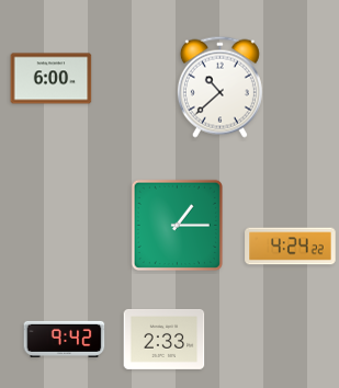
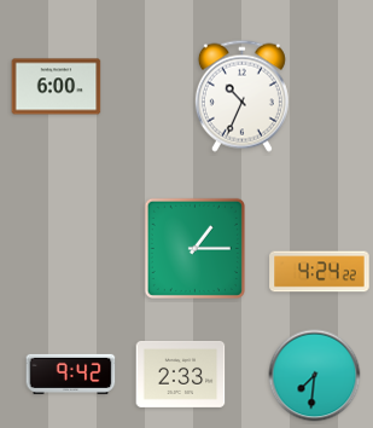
clock at (219, 87): 10:38 -> 10:34
clock at (315, 376): none -> 7:31
